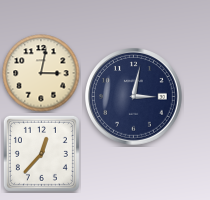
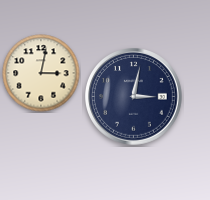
clock at (41, 153): 12:37 -> none
